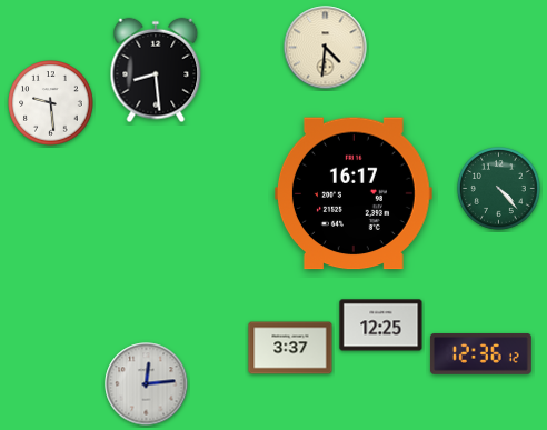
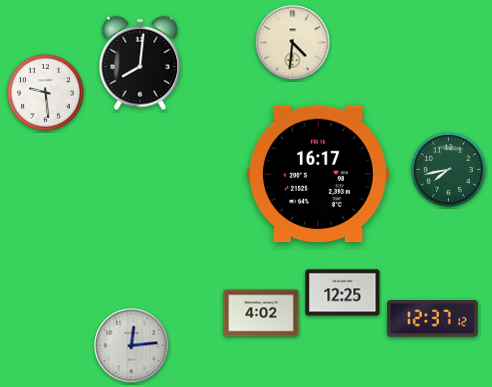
clock at (156, 70): 8:29 -> 8:01
clock at (499, 189): 4:23 -> 7:43
clock at (290, 348): 3:37 -> 4:02
clock at (480, 354): 12:36 -> 12:37
